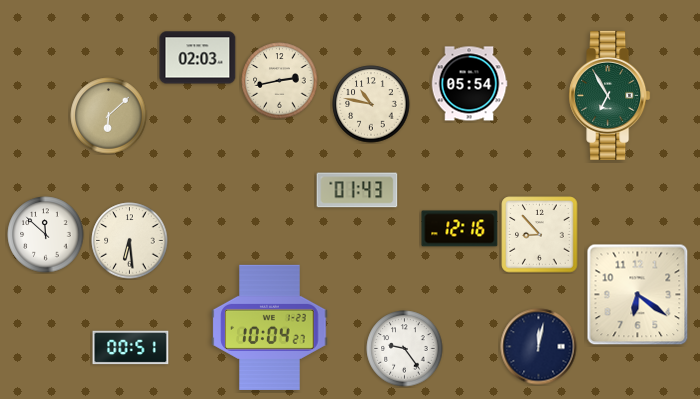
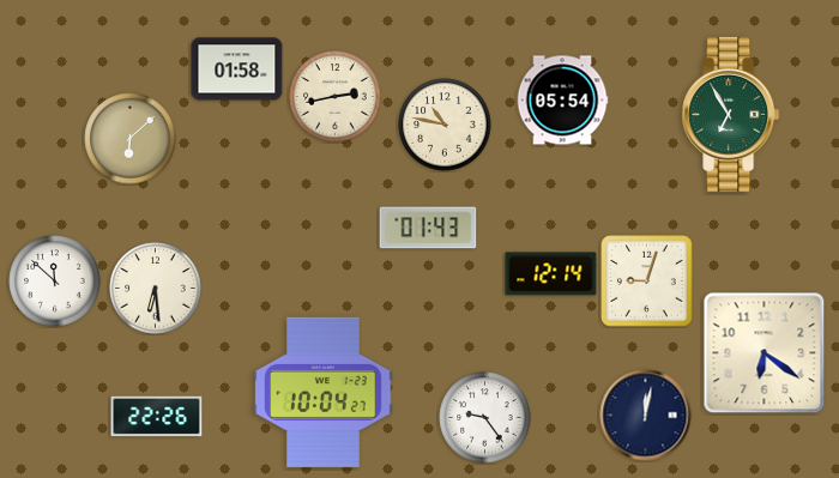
clock at (198, 58): 02:03 -> 01:58
clock at (460, 229): 12:16 -> 12:14
clock at (540, 235): 8:53 -> 9:03
clock at (131, 348): 00:51 -> 22:26
